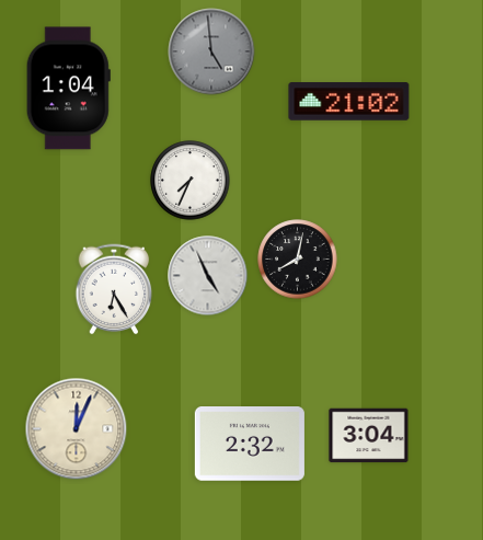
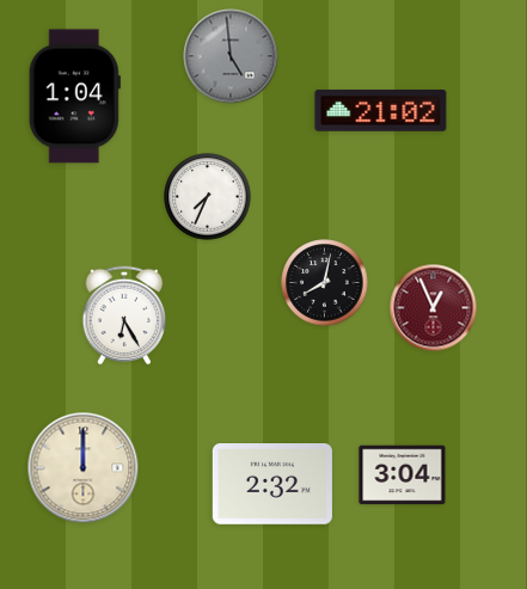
clock at (208, 276): 4:56 -> none
clock at (434, 308): none -> 12:56
clock at (77, 429): 12:04 -> 12:00
